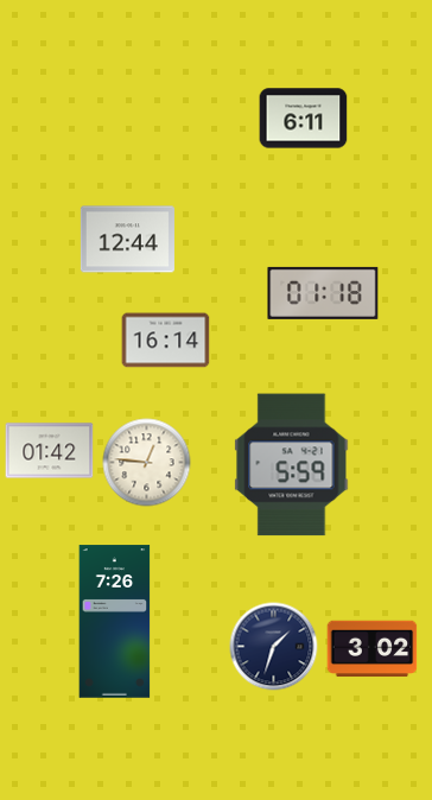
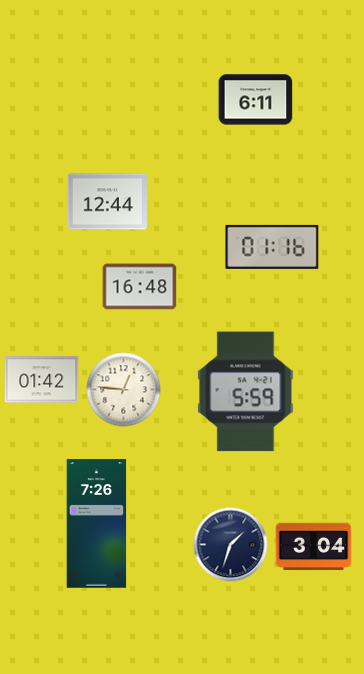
clock at (323, 293): 01:18 -> 01:16
clock at (166, 341): 16:14 -> 16:48
clock at (373, 649): 3:02 -> 3:04
